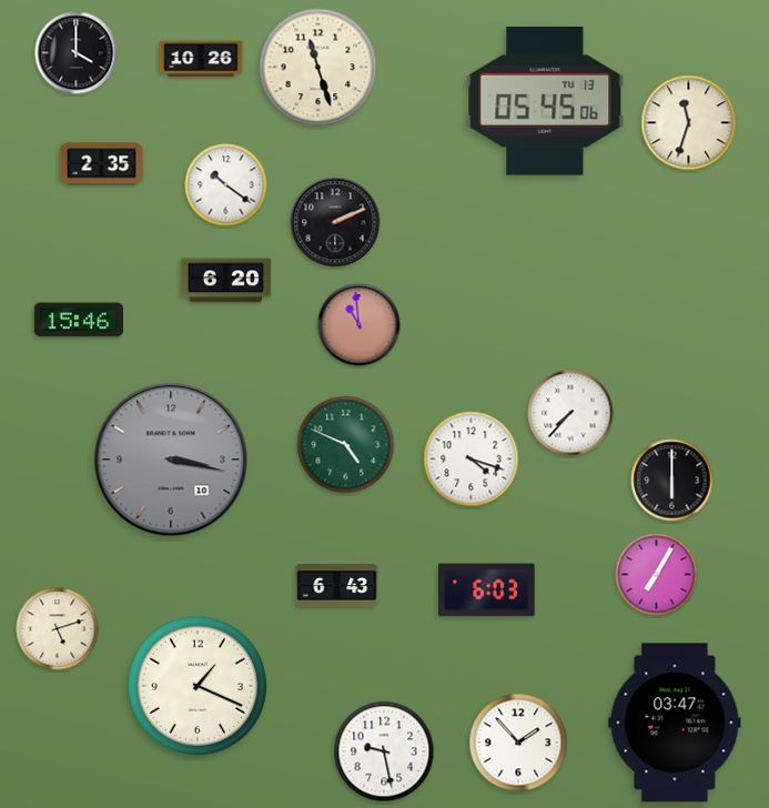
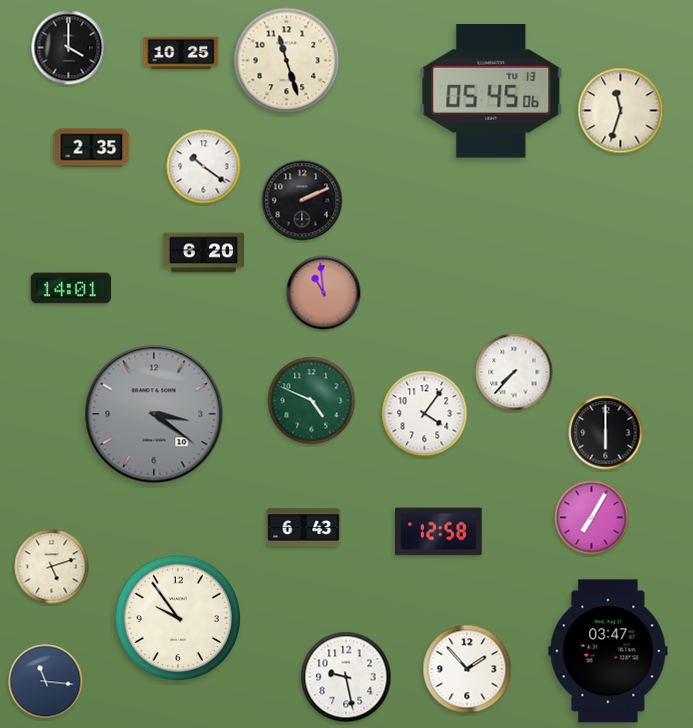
clock at (201, 59): 10:26 -> 10:25
clock at (79, 320): 15:46 -> 14:01
clock at (171, 459): 3:17 -> 3:21
clock at (472, 459): 4:18 -> 4:06
clock at (487, 590): 6:03 -> 12:58
clock at (196, 685): 1:19 -> 9:54
clock at (46, 682): none -> 11:16
